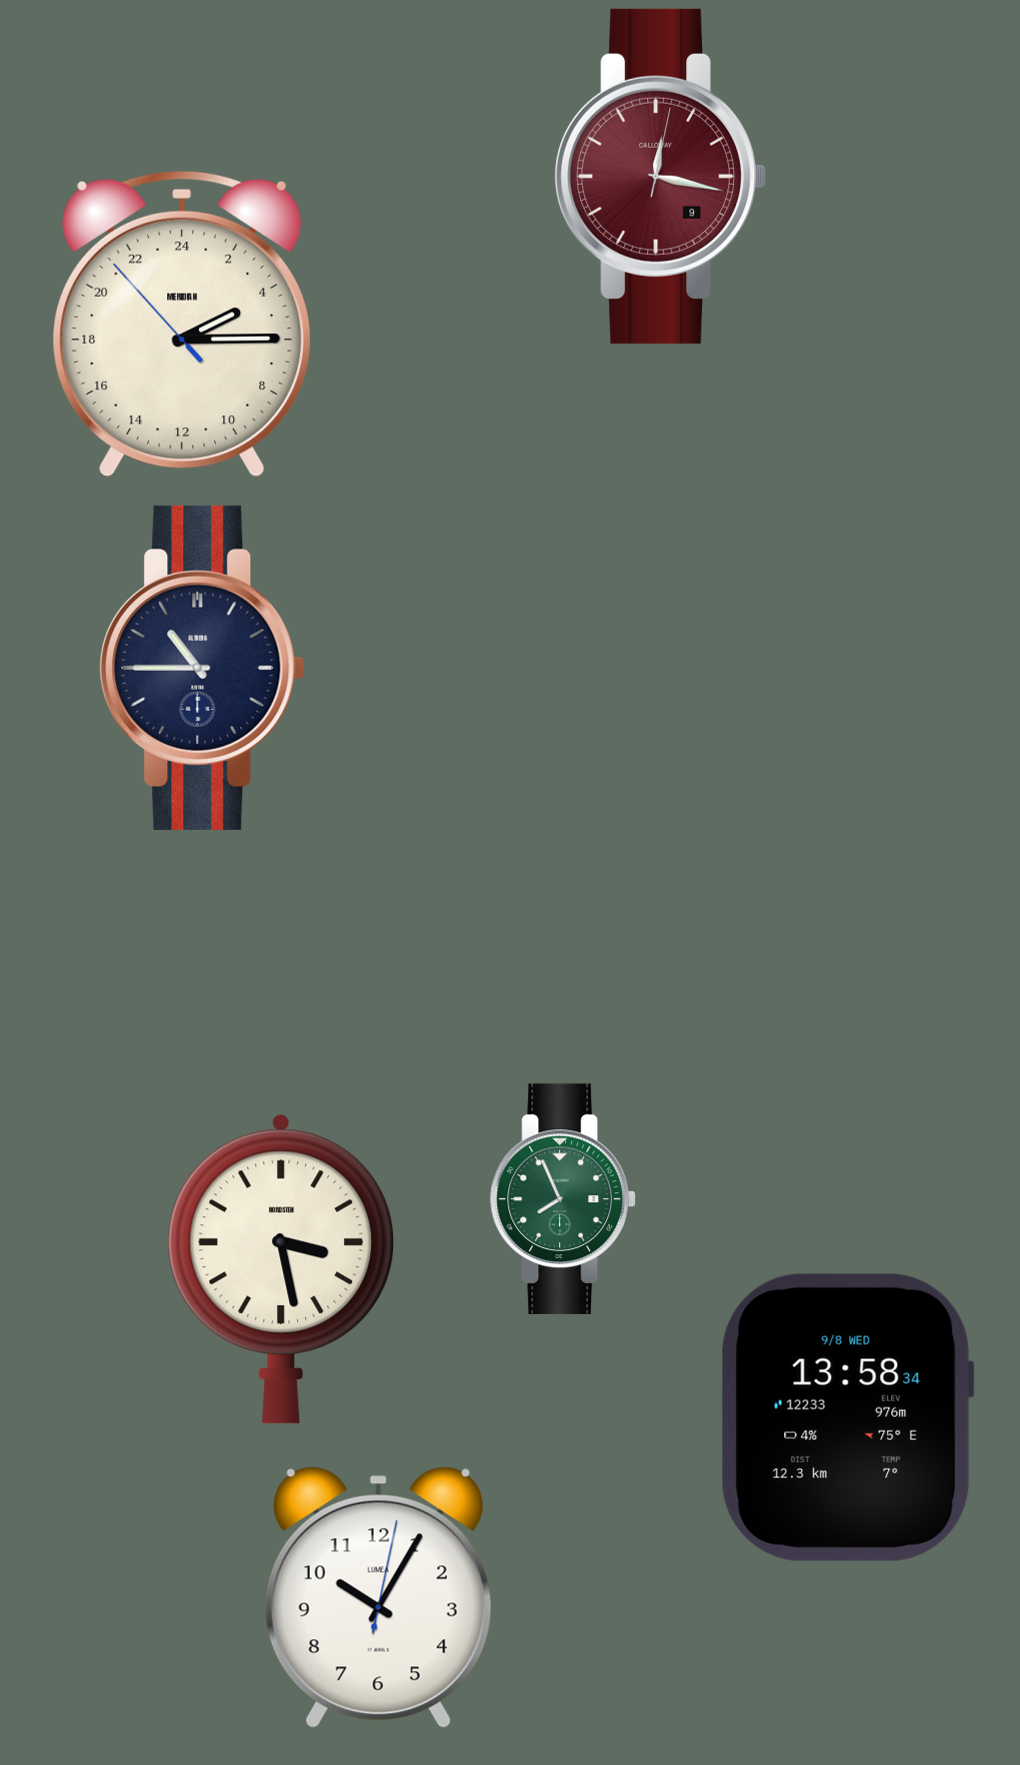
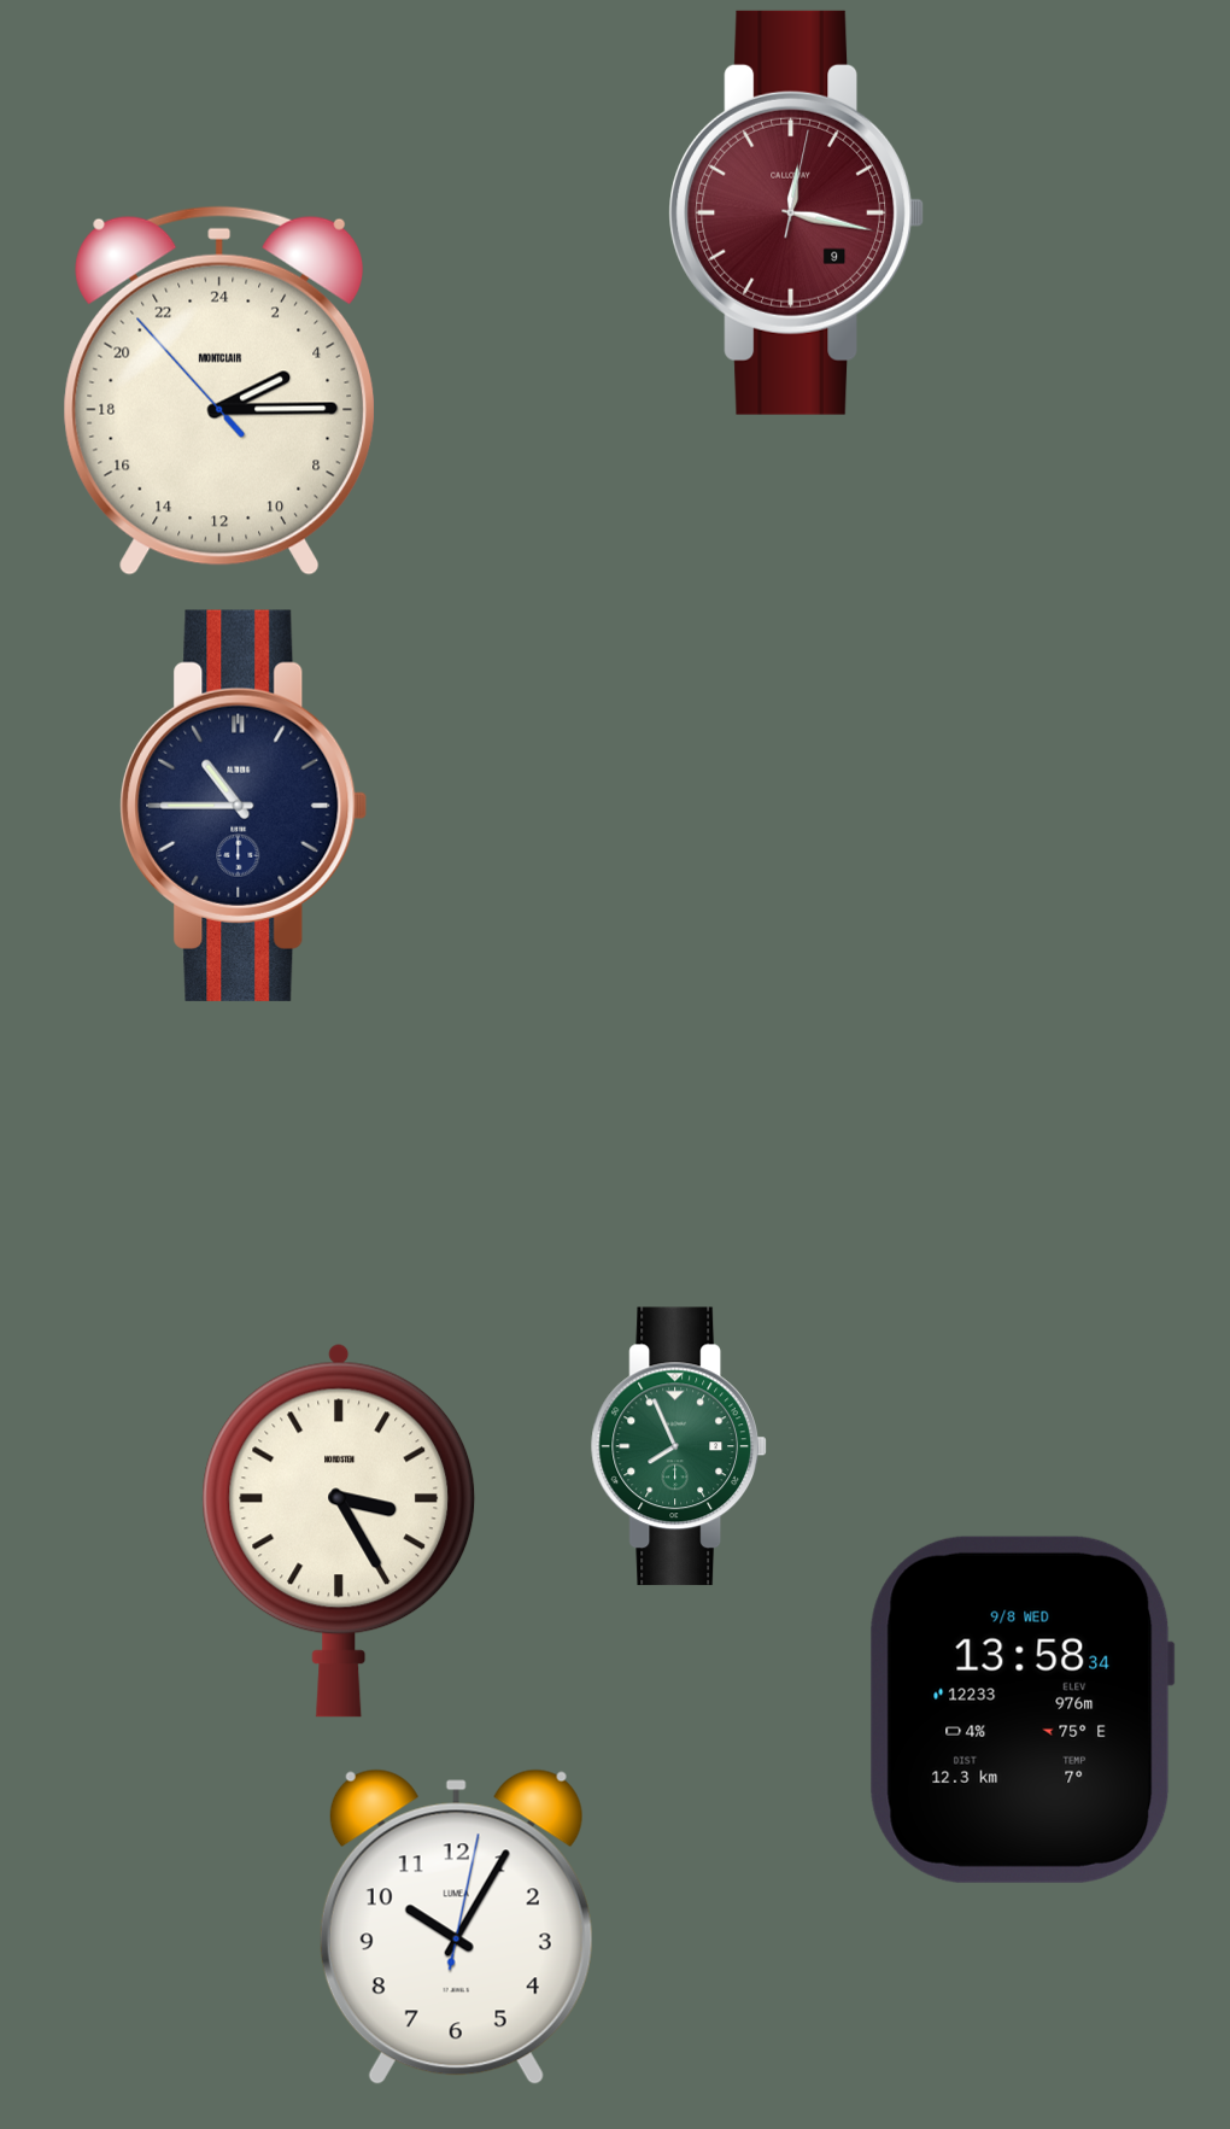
clock at (182, 324) brand: MERIDIAN -> MONTCLAIR
clock at (281, 1269): 3:28 -> 3:25
